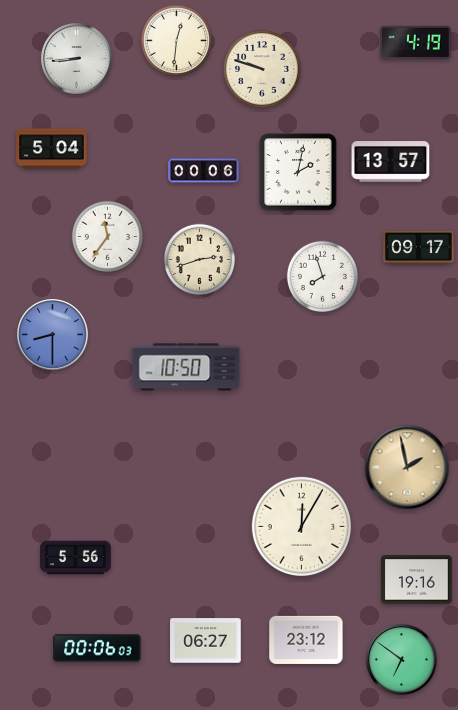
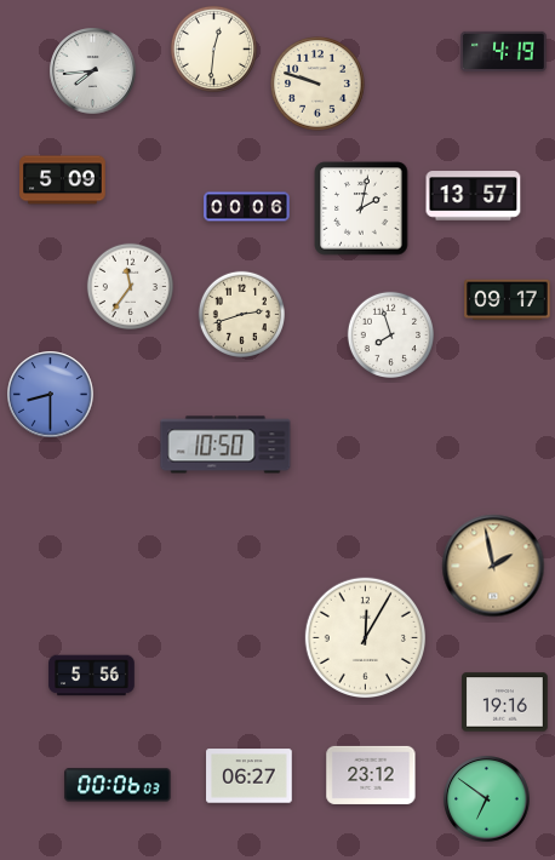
clock at (77, 59): 8:44 -> 7:44
clock at (52, 149): 5:04 -> 5:09
clock at (53, 335) position: (53, 335) -> (51, 395)
